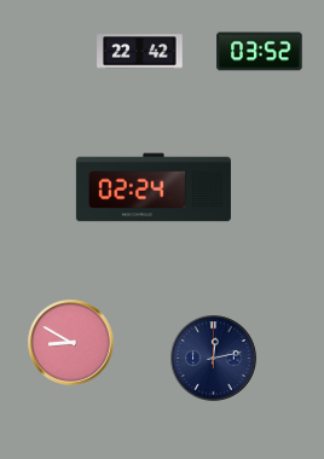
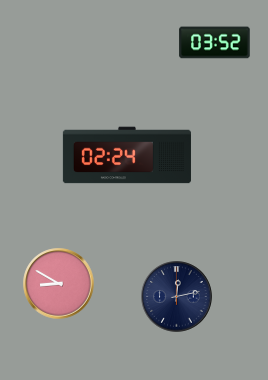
clock at (140, 52): 22:42 -> none
